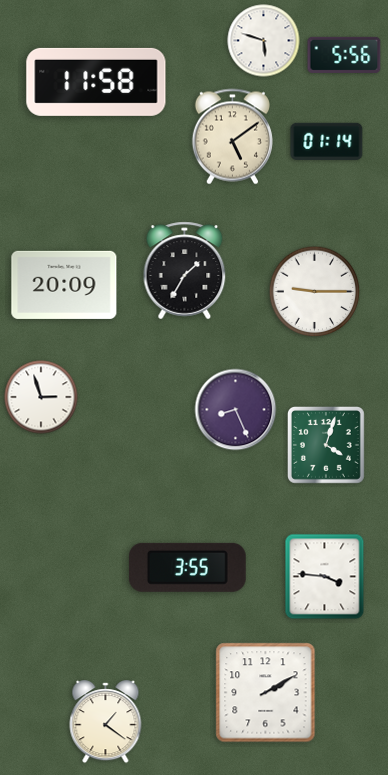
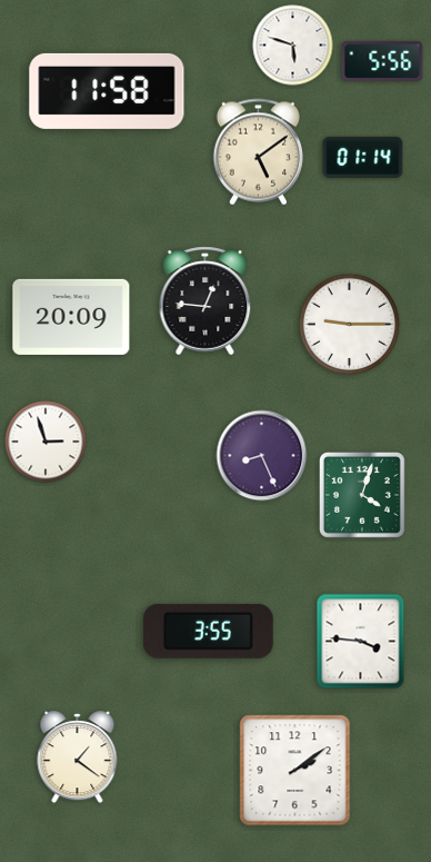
clock at (185, 271): 1:35 -> 12:46
clock at (266, 693): 2:10 -> 2:09
clock at (106, 722) position: (106, 722) -> (78, 757)
